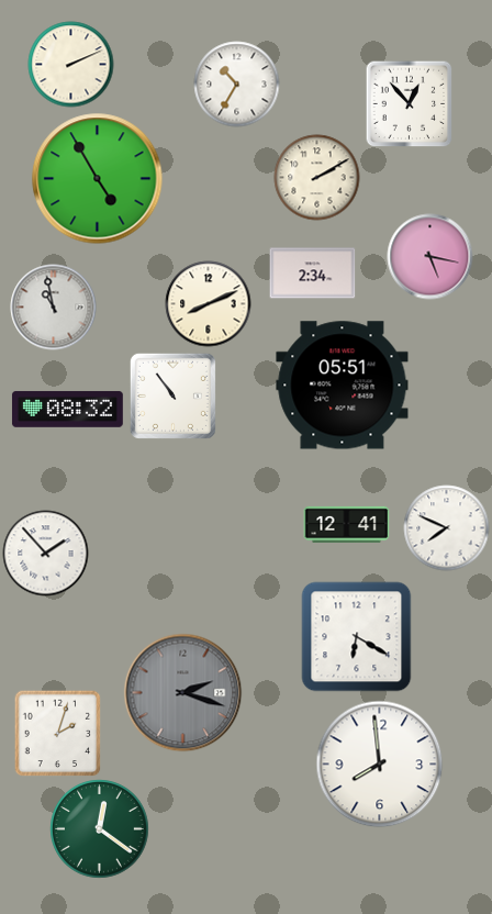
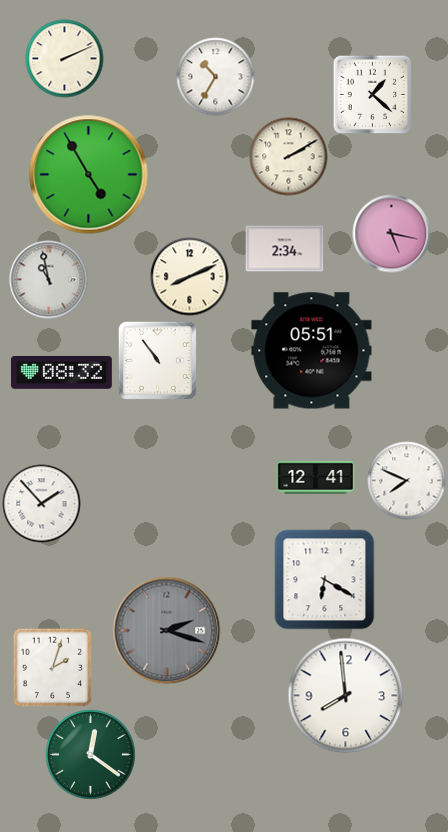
clock at (409, 103): 12:53 -> 1:22
clock at (316, 177) position: (316, 177) -> (288, 156)
clock at (98, 179) position: (98, 179) -> (89, 175)
